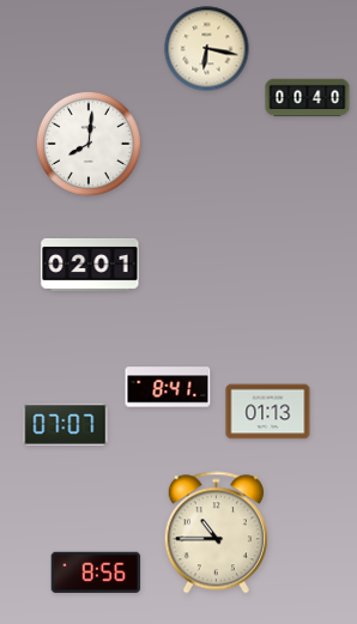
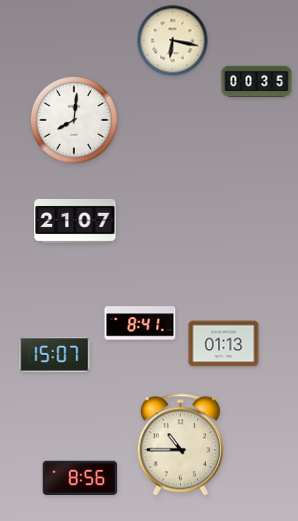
clock at (308, 98): 00:40 -> 00:35
clock at (90, 265): 02:01 -> 21:07
clock at (66, 424): 07:07 -> 15:07
